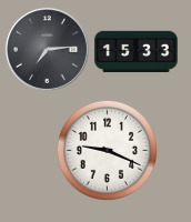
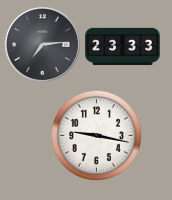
clock at (137, 52): 15:33 -> 23:33
clock at (107, 150): 9:19 -> 9:17
